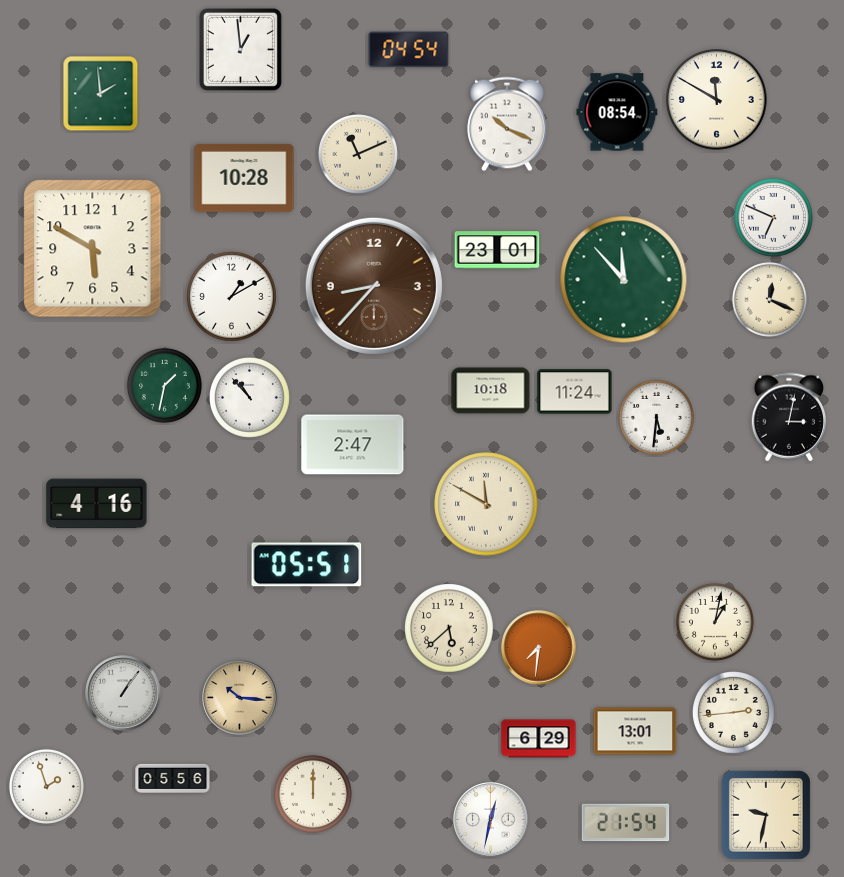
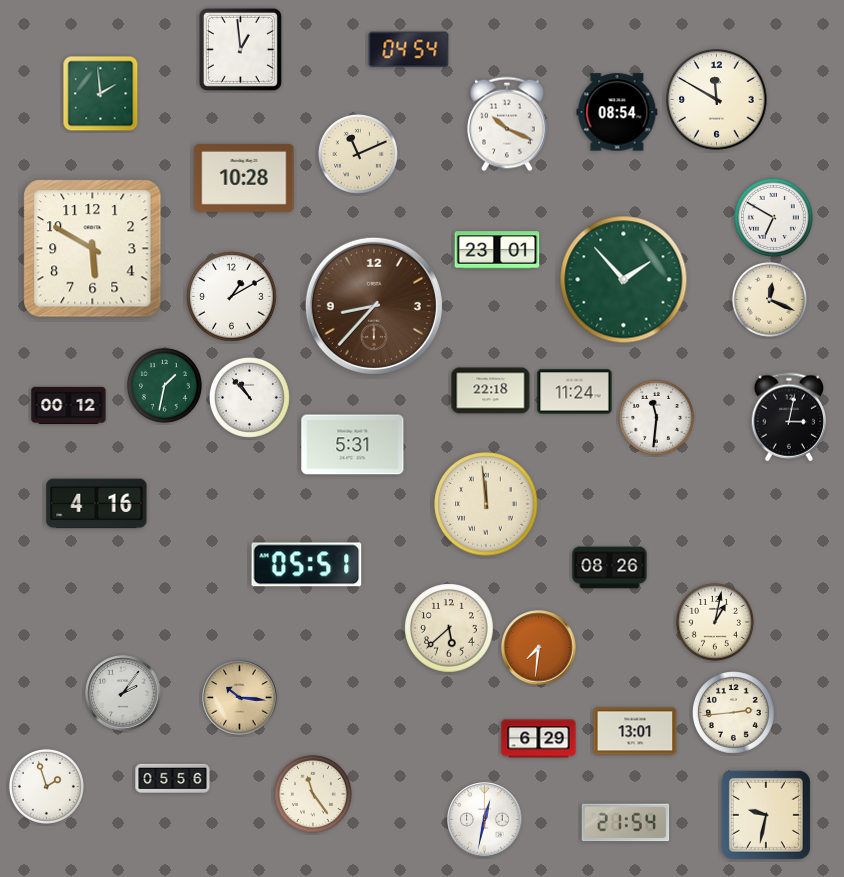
clock at (773, 217): 6:49 -> 6:50
clock at (624, 280): 11:53 -> 1:53
clock at (374, 286) position: (374, 286) -> (374, 306)
clock at (491, 391): 10:18 -> 22:18
clock at (69, 406): none -> 00:12
clock at (656, 417): 5:31 -> 11:31
clock at (353, 445): 2:47 -> 5:31
clock at (486, 504): 11:50 -> 11:59
clock at (610, 568): none -> 08:26
clock at (123, 693): 1:06 -> 2:06
clock at (313, 794): 12:00 -> 11:24
clock at (491, 820) position: (491, 820) -> (485, 820)
